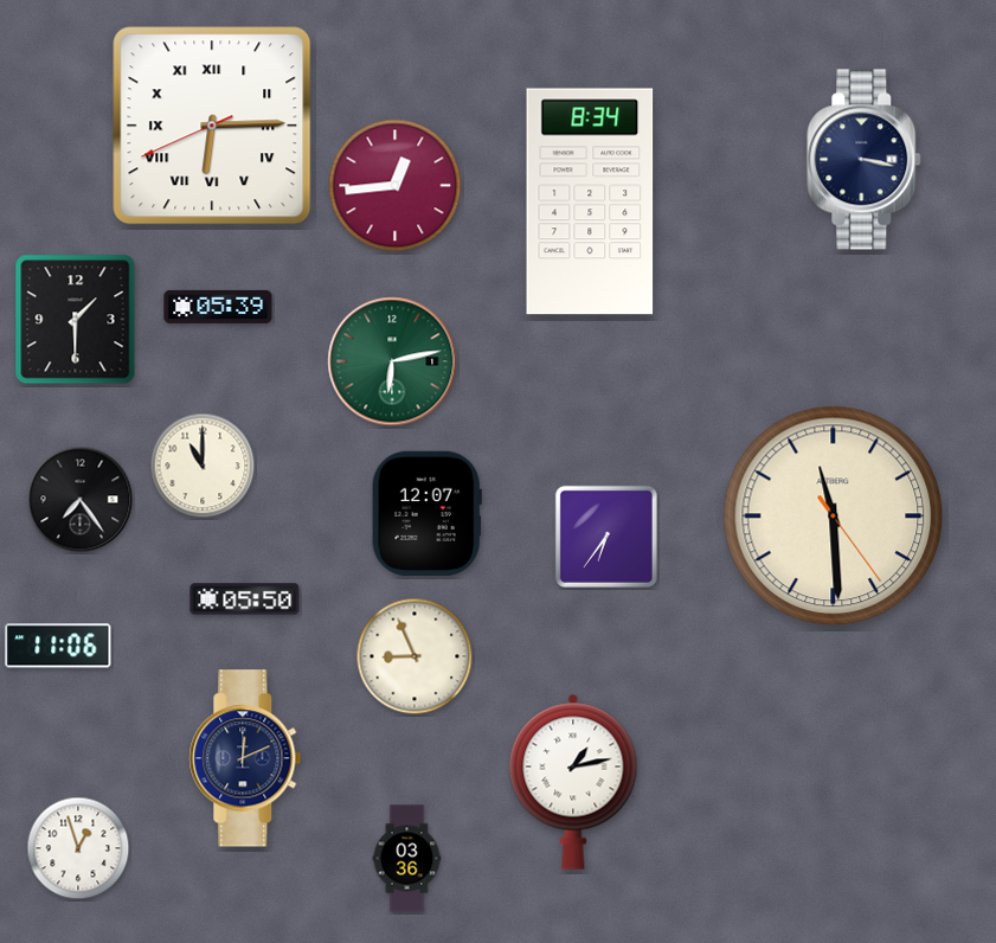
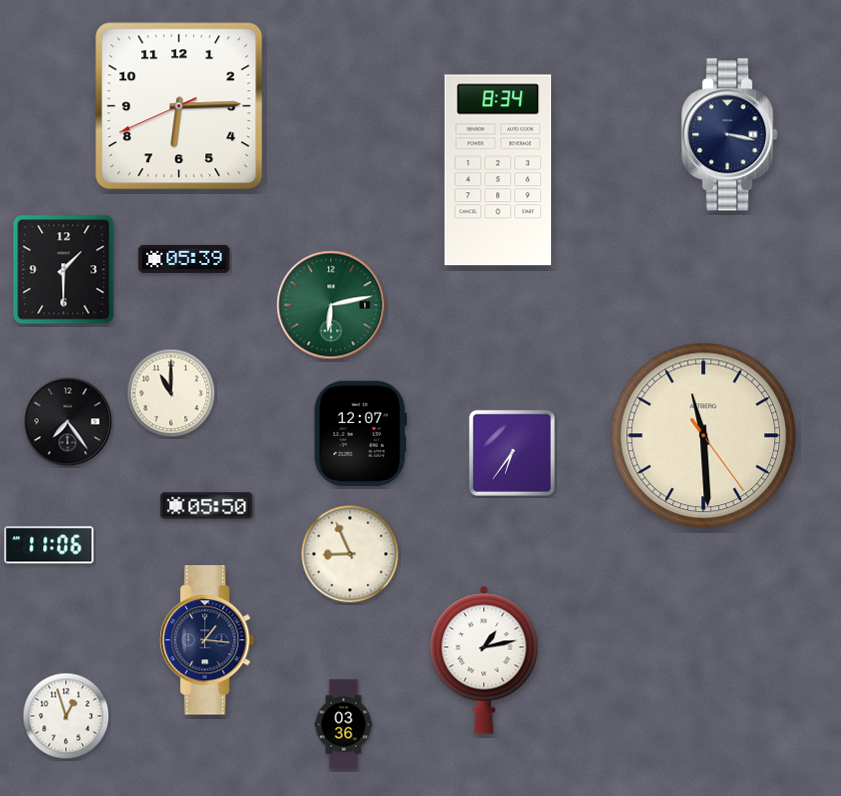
clock at (212, 126) numerals: Roman -> Arabic
clock at (396, 186): 12:44 -> none
clock at (245, 758): 12:11 -> 1:16
